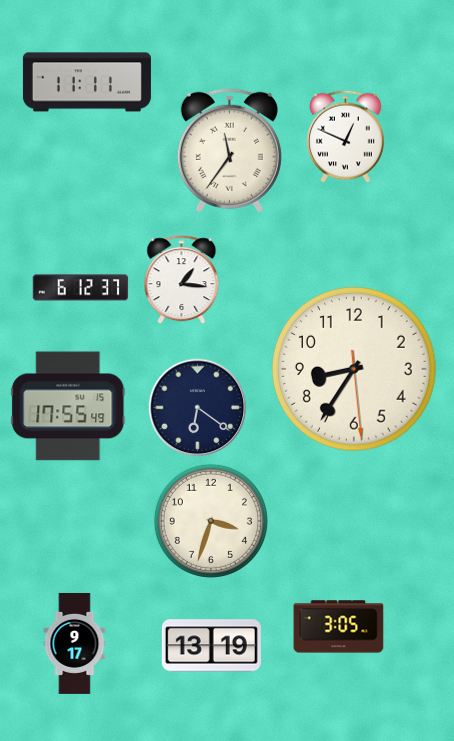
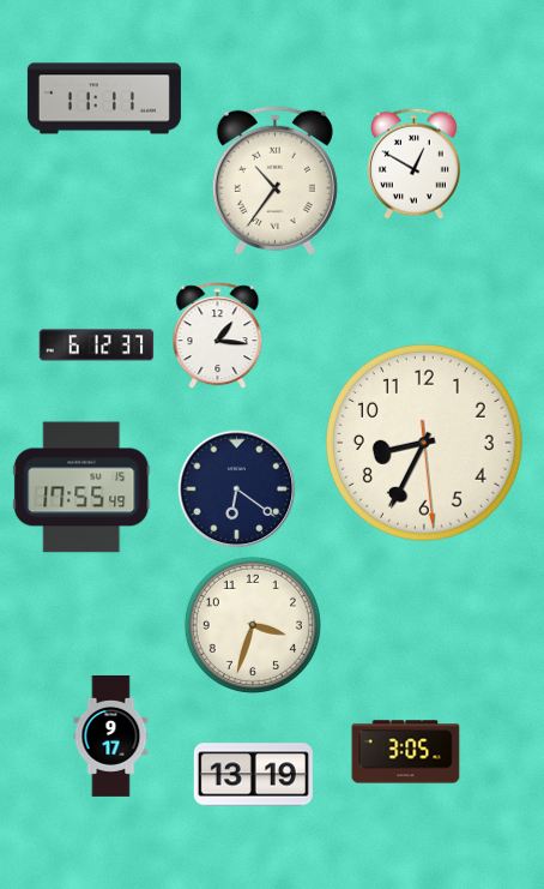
clock at (346, 136): 12:49 -> 12:50
clock at (229, 150): 11:36 -> 10:36
clock at (354, 369): 8:35 -> 8:34
clock at (75, 643) position: (75, 643) -> (111, 735)
